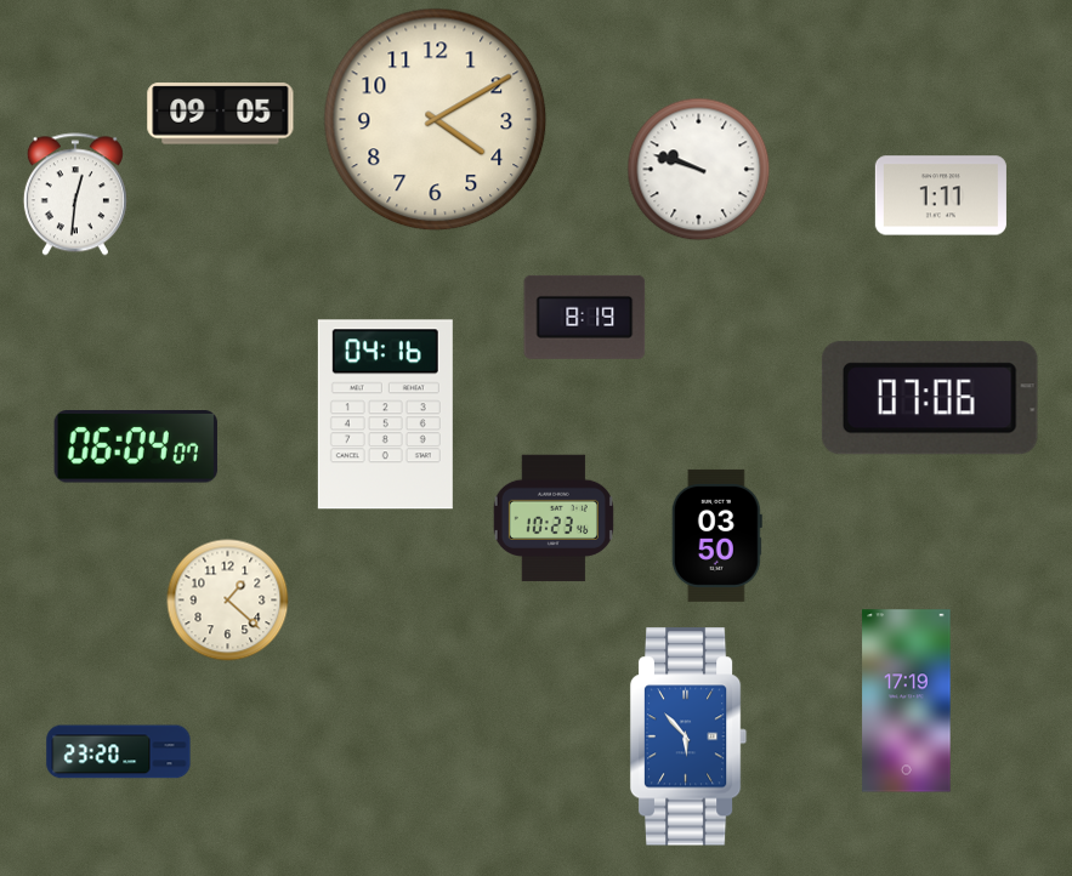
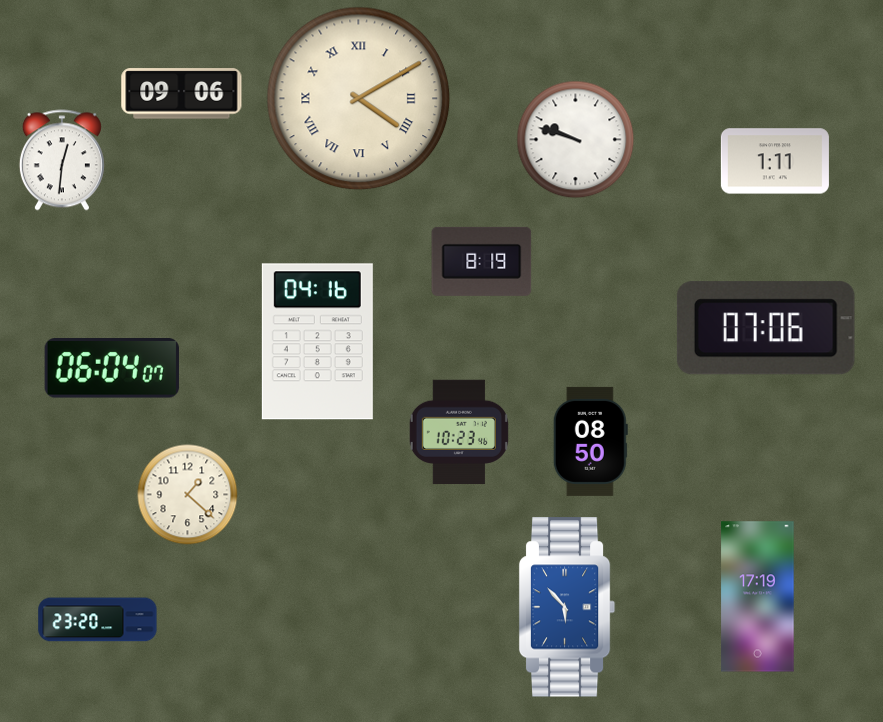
clock at (221, 114): 09:05 -> 09:06
clock at (436, 120) numerals: Arabic -> Roman
clock at (554, 518) position: (554, 518) -> (459, 432)
clock at (716, 535): 03:50 -> 08:50
clock at (907, 701) position: (907, 701) -> (758, 597)
